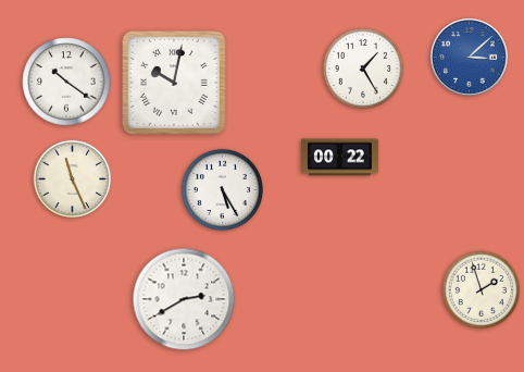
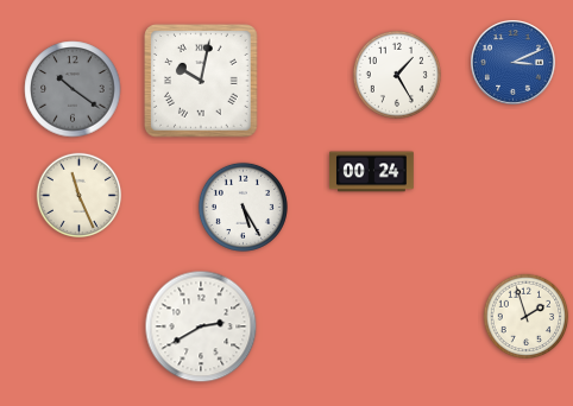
clock at (470, 58): 3:08 -> 3:11
clock at (66, 82) dial: white -> grey
clock at (175, 84) position: (175, 84) -> (202, 82)
clock at (340, 158): 00:22 -> 00:24
